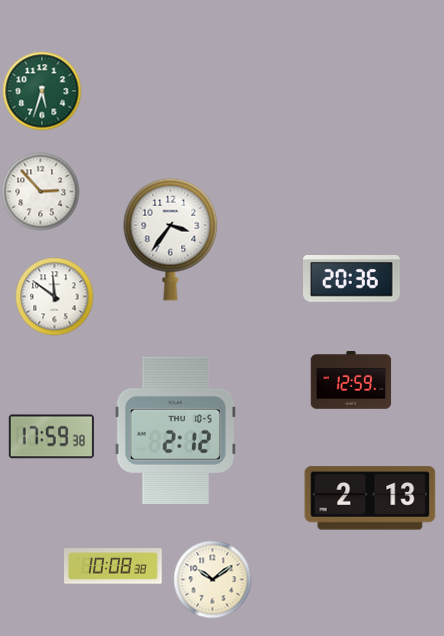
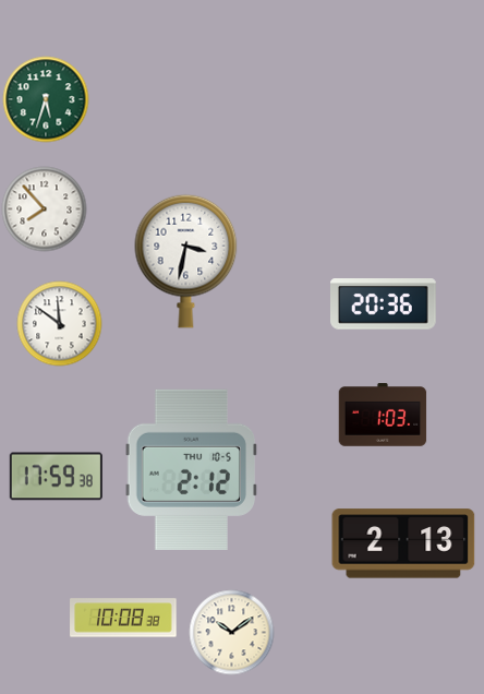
clock at (40, 191): 2:53 -> 7:53
clock at (171, 239): 3:36 -> 3:32
clock at (351, 380): 12:59 -> 1:03
